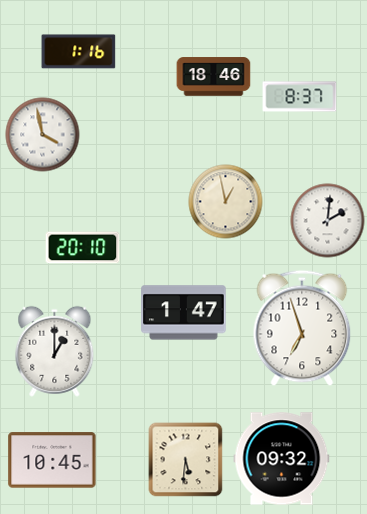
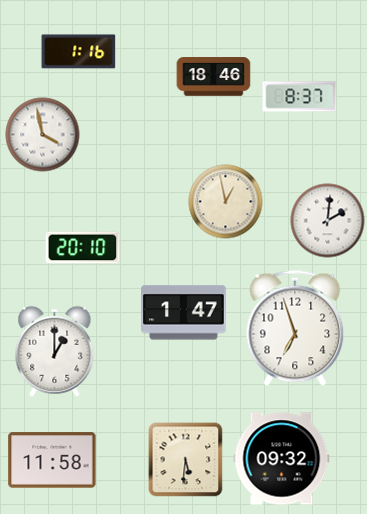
clock at (302, 328) position: (302, 328) -> (295, 328)
clock at (52, 460): 10:45 -> 11:58
